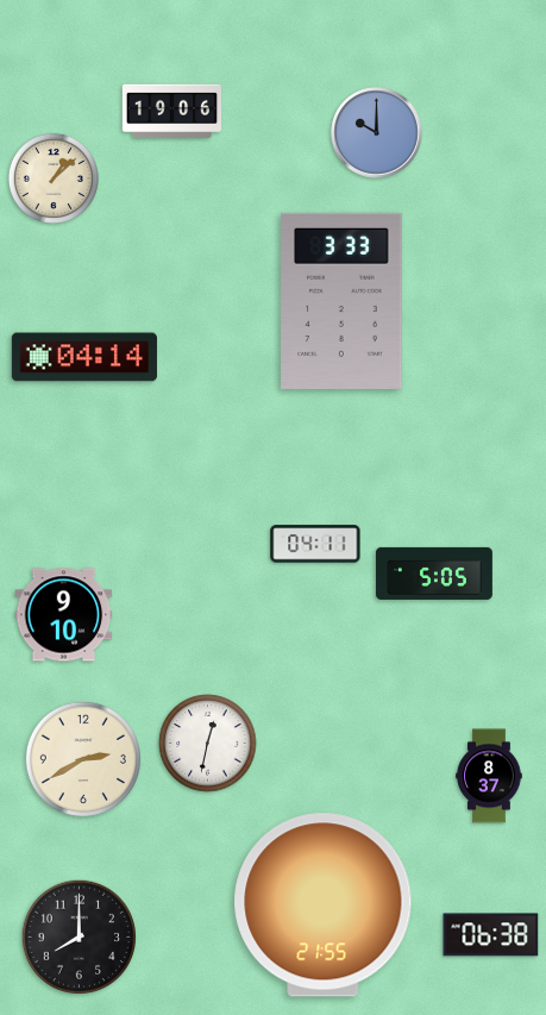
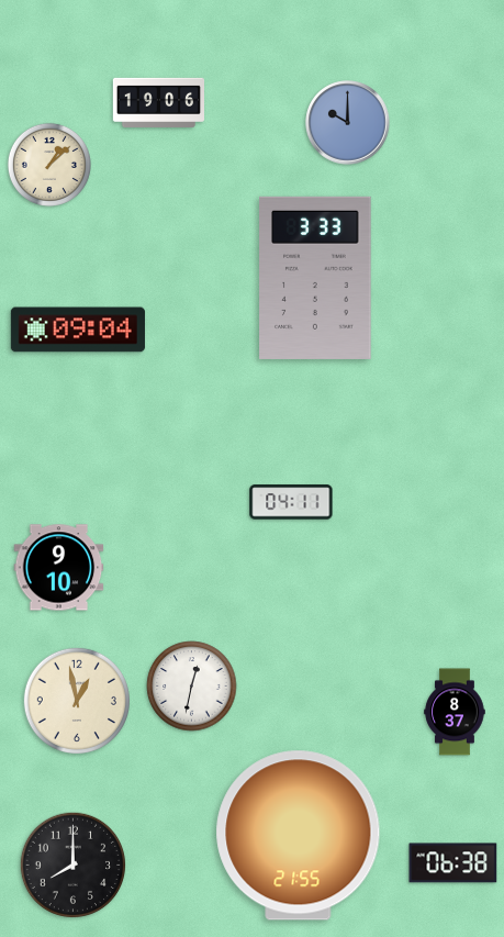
clock at (84, 357): 04:14 -> 09:04
clock at (434, 574): 5:05 -> none
clock at (83, 759): 2:40 -> 12:58
clock at (489, 776) position: (489, 776) -> (455, 712)
